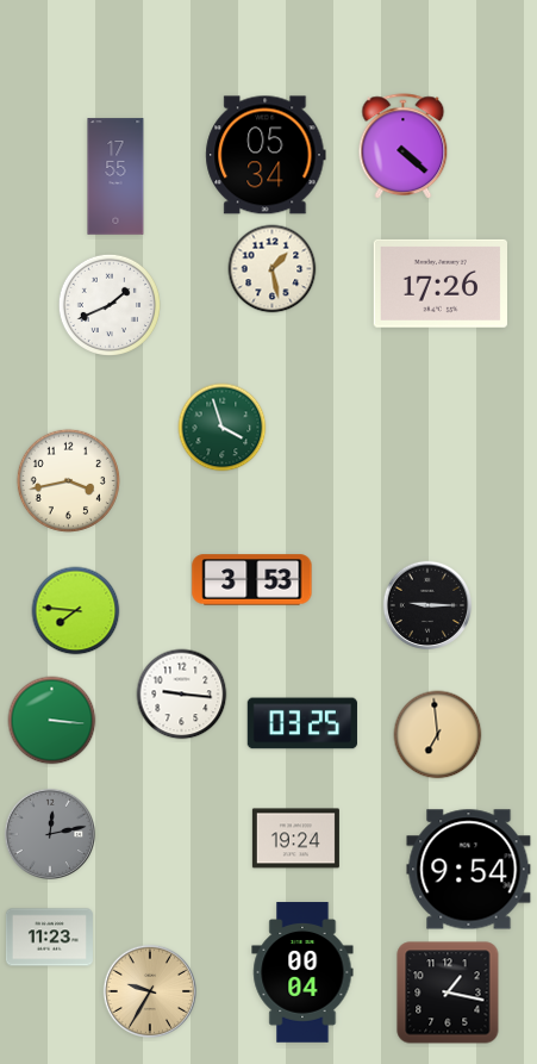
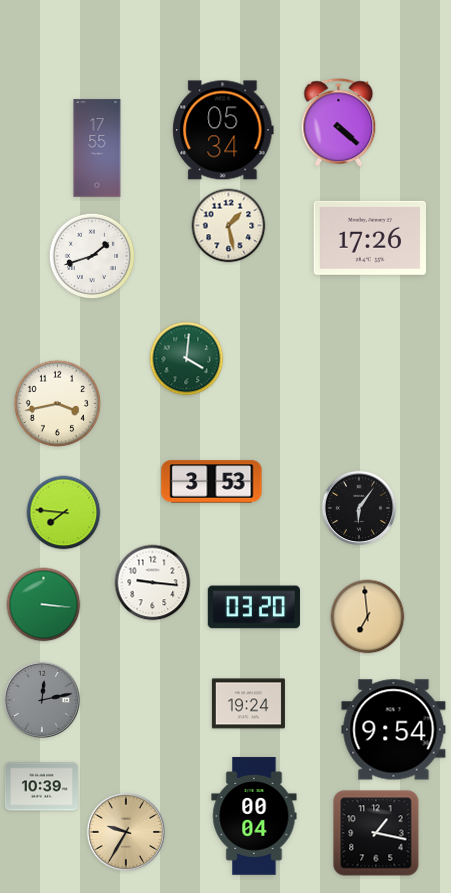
clock at (108, 304): 1:41 -> 1:42
clock at (223, 428): 3:57 -> 4:01
clock at (252, 580) position: (252, 580) -> (212, 482)
clock at (427, 605): 9:15 -> 6:06
clock at (301, 723): 03:25 -> 03:20
clock at (49, 938): 11:23 -> 10:39
